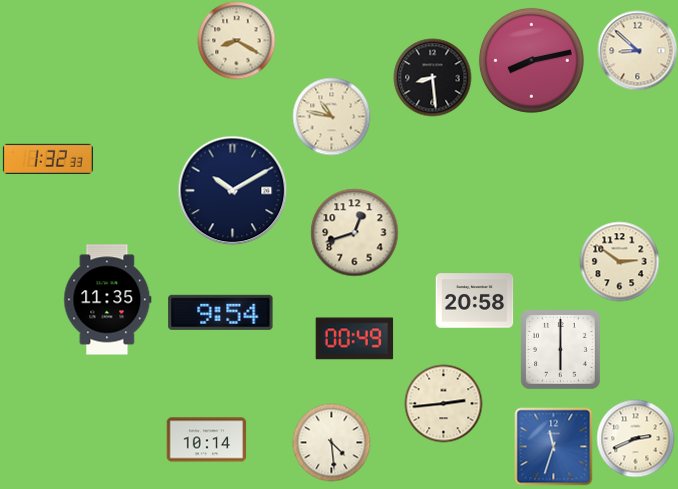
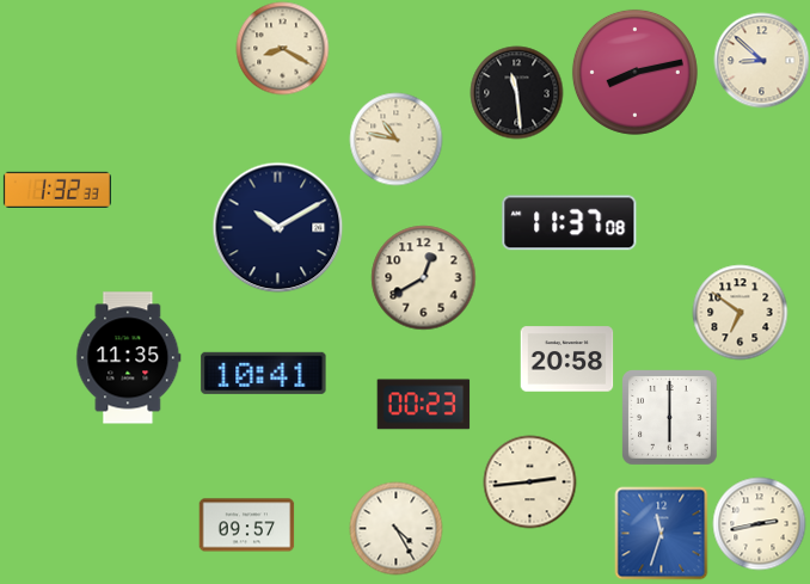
clock at (432, 77): 8:29 -> 11:29
clock at (570, 223): none -> 11:37
clock at (354, 232): 12:42 -> 12:40
clock at (619, 261): 2:51 -> 6:51
clock at (221, 312): 9:54 -> 10:41
clock at (354, 339): 00:49 -> 00:23
clock at (635, 438): 2:41 -> 2:43
clock at (206, 440): 10:14 -> 09:57
clock at (331, 442): 4:29 -> 4:25
